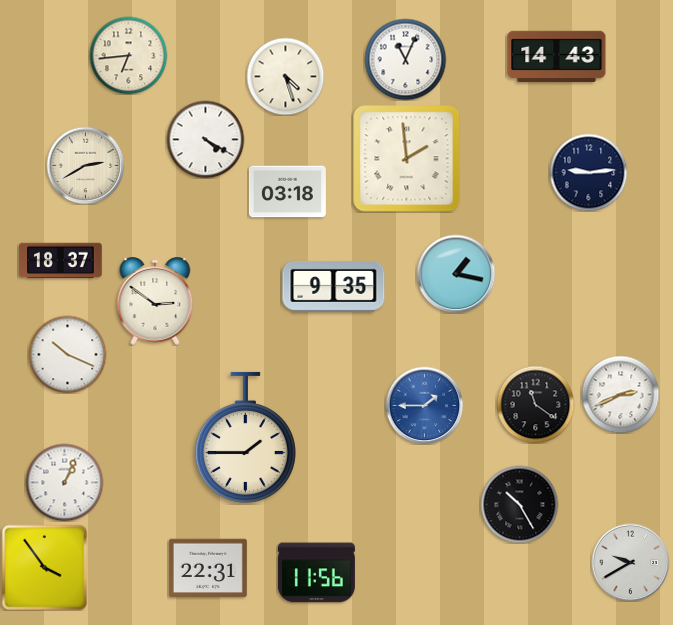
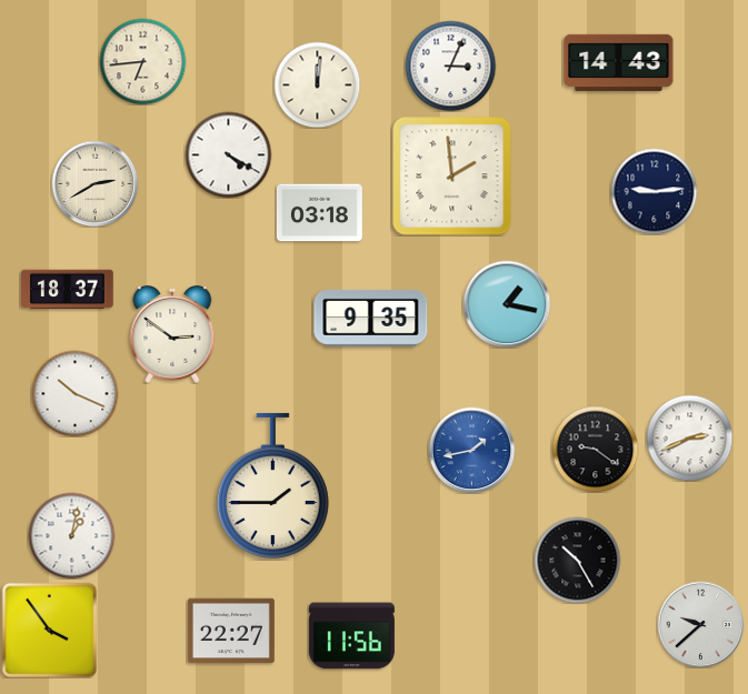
clock at (405, 59): 11:04 -> 3:04
clock at (285, 76): 4:27 -> 12:01
clock at (535, 404): 11:21 -> 9:21
clock at (424, 405): 1:45 -> 1:43
clock at (64, 482): 1:04 -> 1:02
clock at (630, 562): 9:40 -> 9:38
clock at (208, 568): 22:31 -> 22:27
